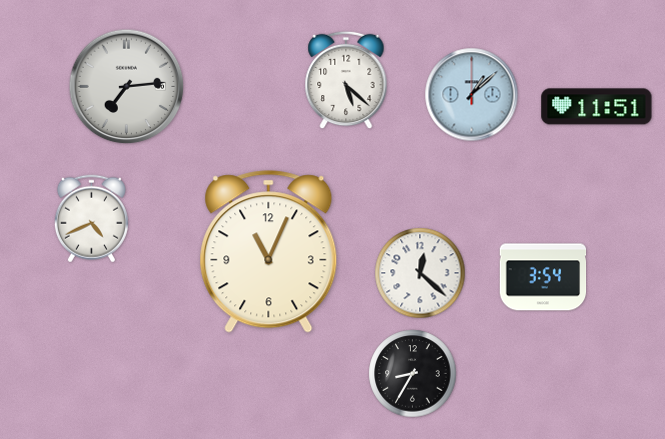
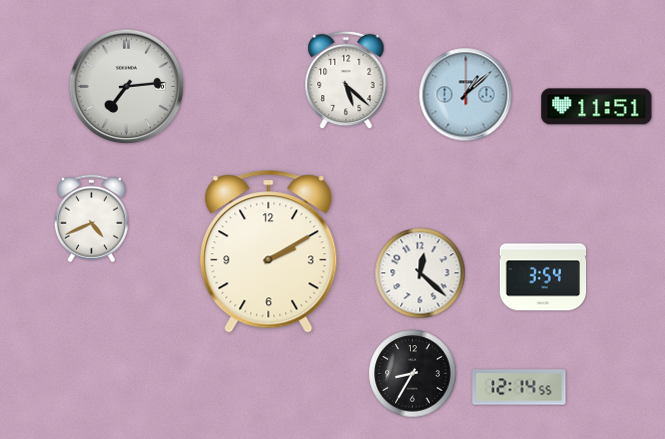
clock at (472, 95) position: (472, 95) -> (466, 95)
clock at (269, 252): 11:04 -> 2:10
clock at (519, 387): none -> 12:14
